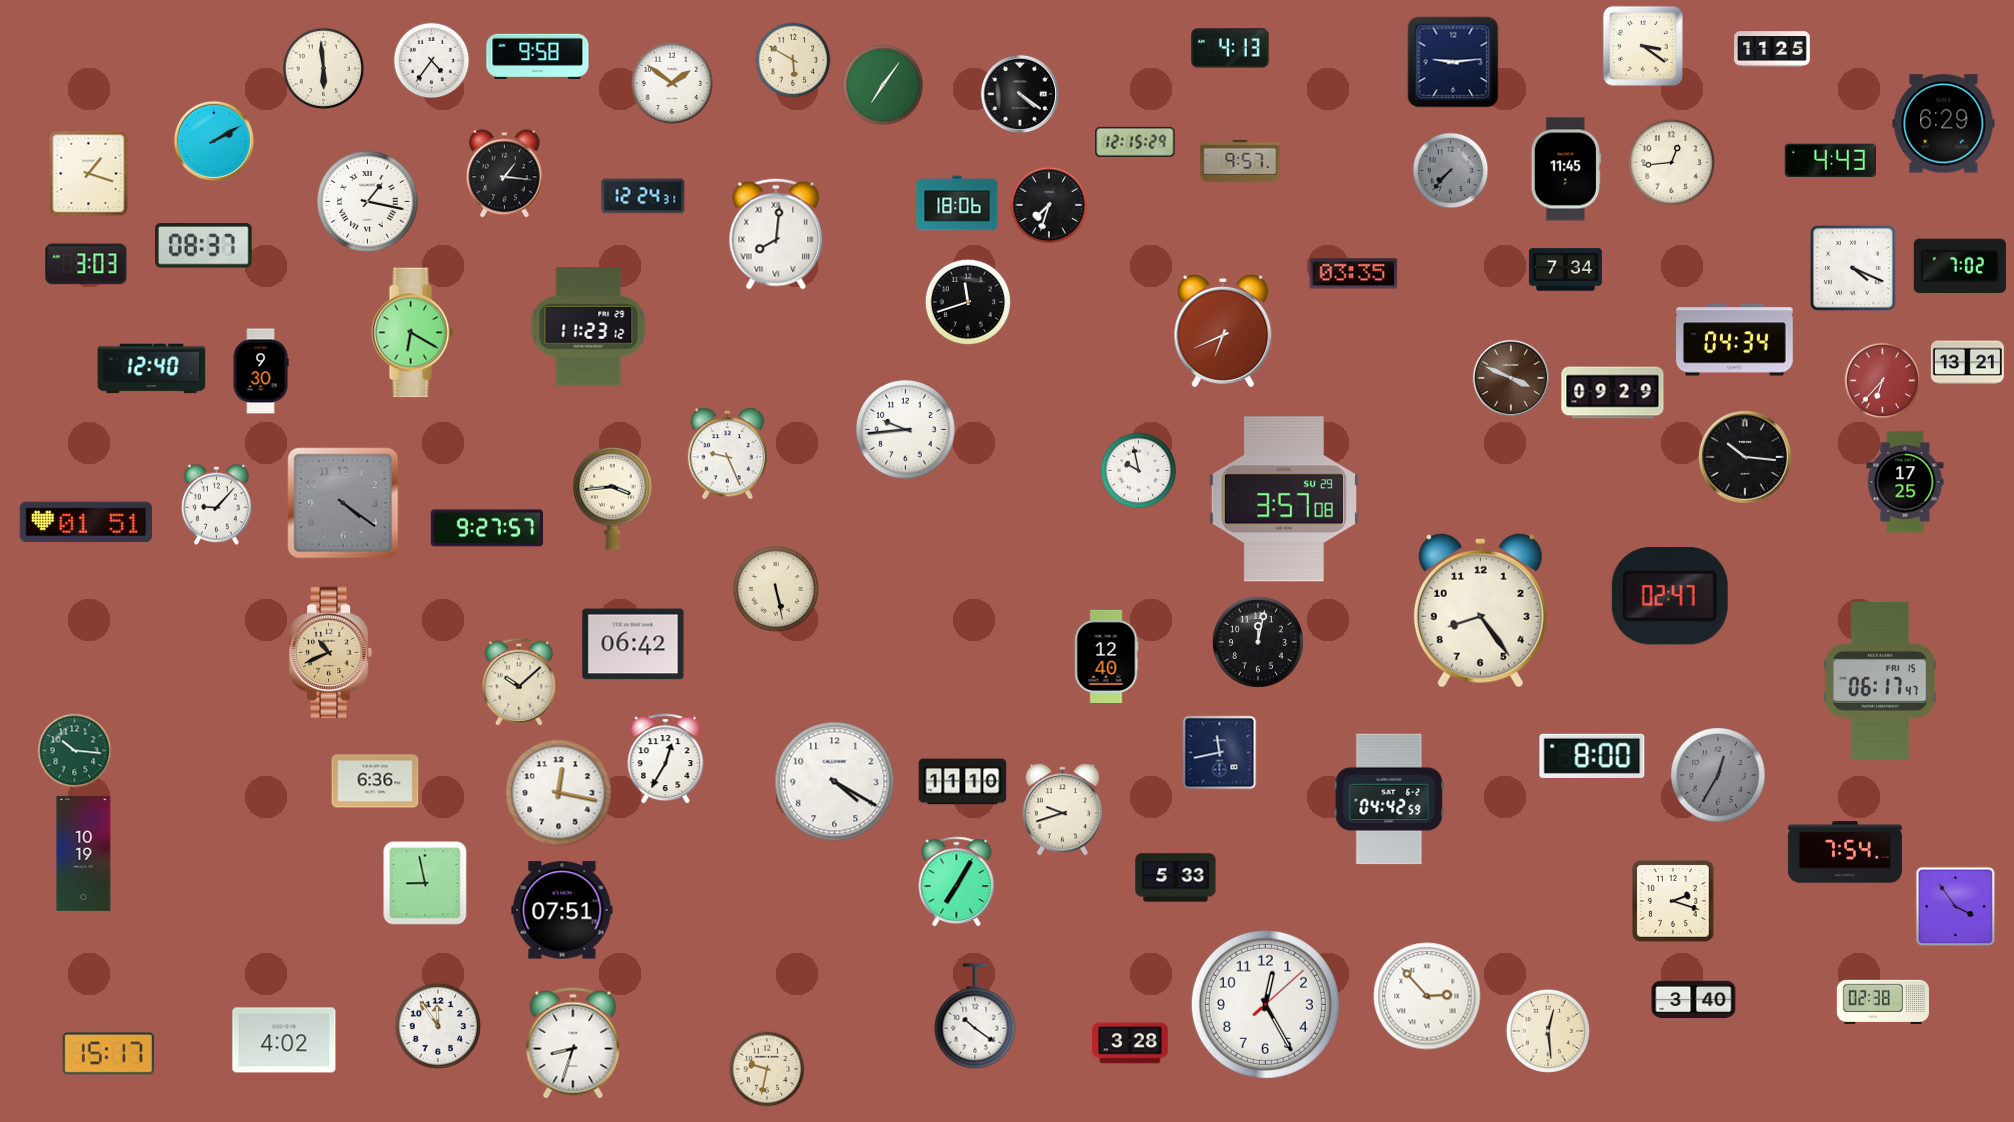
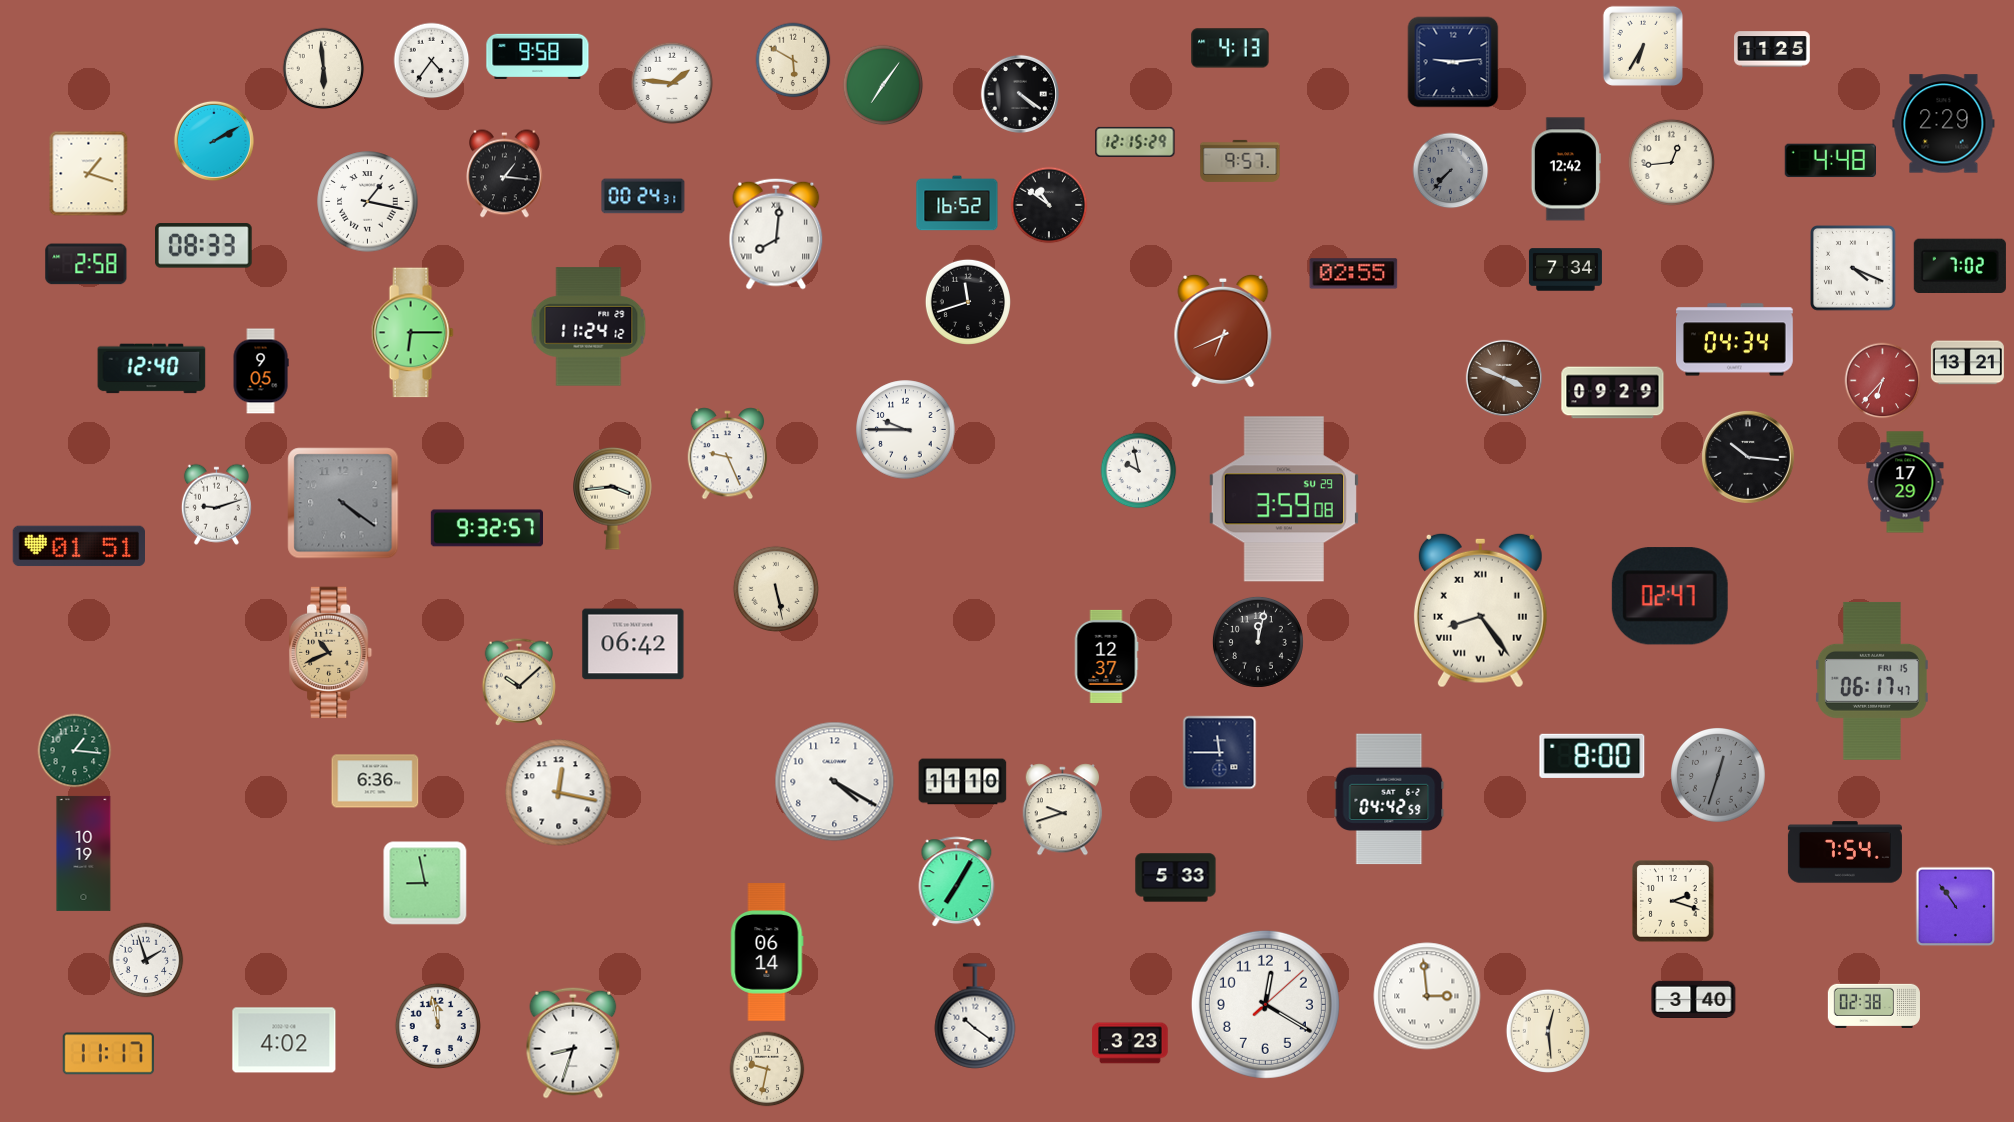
clock at (1643, 46): 3:21 -> 6:35
clock at (672, 83): 1:51 -> 1:46
clock at (1944, 124): 6:29 -> 2:29
clock at (1830, 161): 4:43 -> 4:48
clock at (1566, 169): 11:45 -> 12:42
clock at (643, 196): 12:24 -> 00:24
clock at (957, 203): 18:06 -> 16:52
clock at (1049, 205): 7:33 -> 10:51
clock at (204, 246): 08:37 -> 08:33
clock at (86, 264): 3:03 -> 2:58
clock at (1354, 274): 03:35 -> 02:55
clock at (589, 327): 11:23 -> 11:24
clock at (412, 333): 6:20 -> 6:15
clock at (261, 371): 9:30 -> 9:05
clock at (1511, 378) position: (1511, 378) -> (1504, 378)
clock at (906, 430): 9:44 -> 9:45
clock at (1745, 457) position: (1745, 457) -> (1748, 457)
clock at (1905, 482): 17:25 -> 17:29
clock at (1284, 499): 3:57 -> 3:59
clock at (216, 504): 9:07 -> 9:12
clock at (85, 522) position: (85, 522) -> (78, 546)
clock at (486, 528): 9:27 -> 9:32
clock at (1480, 610) numerals: Arabic -> Roman
clock at (1106, 656): 12:40 -> 12:37
clock at (1880, 681) position: (1880, 681) -> (1872, 681)
clock at (75, 751): 10:16 -> 1:16
clock at (1220, 753): 11:43 -> 11:45
clock at (666, 759): 12:35 -> none
clock at (1719, 776): 12:35 -> 12:33
clock at (1956, 907): 3:54 -> 10:54
clock at (562, 910): 07:51 -> none
clock at (767, 952): none -> 06:14
clock at (146, 960): none -> 1:57
clock at (1427, 996): 2:53 -> 2:59
clock at (1883, 1002) position: (1883, 1002) -> (1874, 1006)
clock at (1265, 1004): 12:25 -> 12:20
clock at (438, 1026): 11:54 -> 11:58
clock at (1130, 1043): 3:28 -> 3:23
clock at (108, 1054): 15:17 -> 11:17
